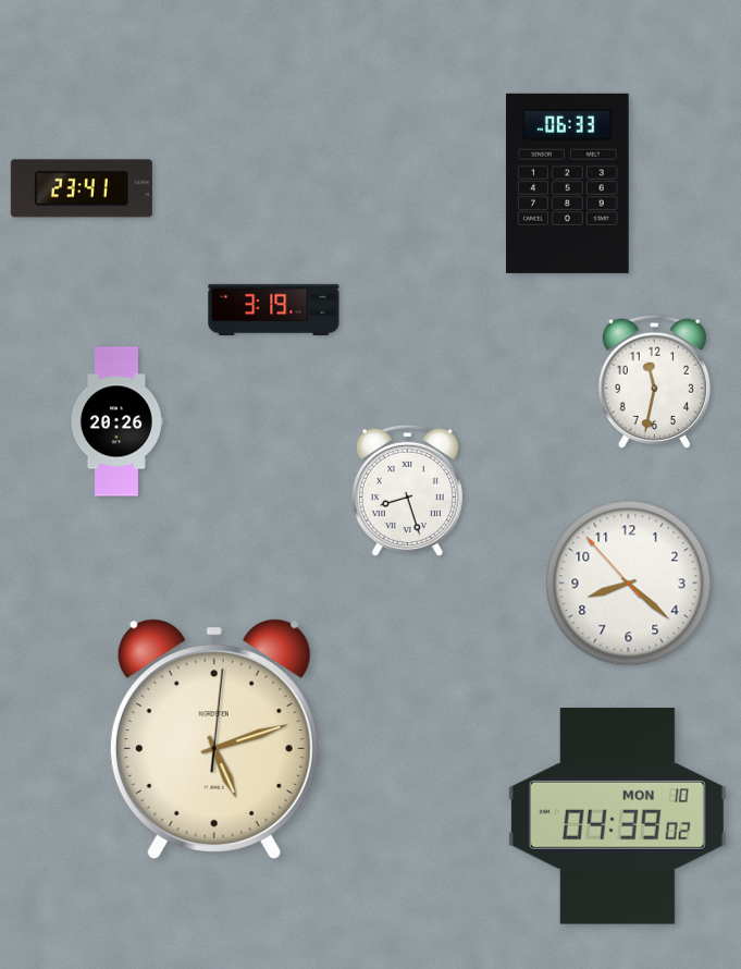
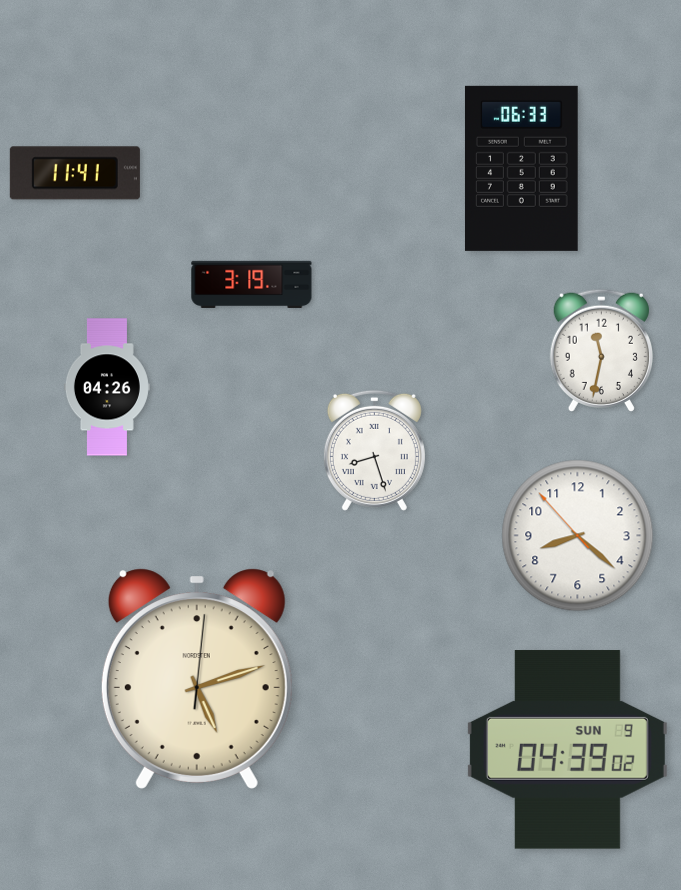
clock at (82, 188): 23:41 -> 11:41
clock at (116, 421): 20:26 -> 04:26
clock at (617, 817) date: MON 10 -> SUN 9
